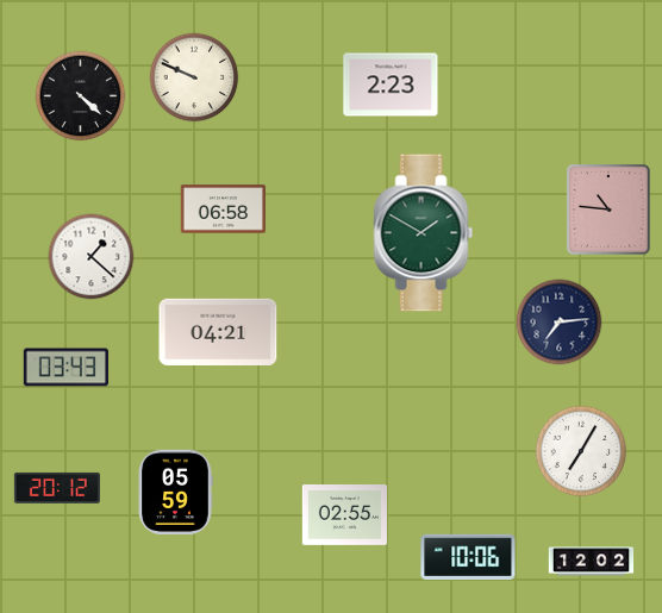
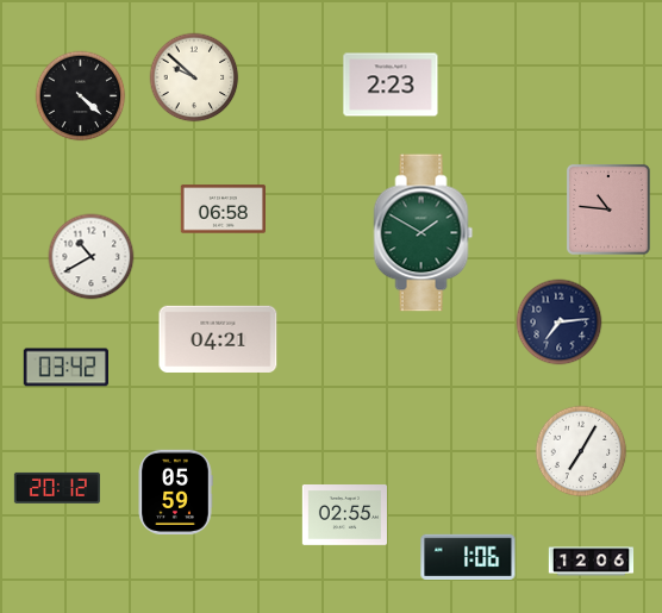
clock at (194, 77): 9:49 -> 9:52
clock at (92, 257): 1:22 -> 10:40
clock at (218, 332) position: (218, 332) -> (218, 339)
clock at (65, 368): 03:43 -> 03:42
clock at (468, 557): 10:06 -> 1:06
clock at (592, 562): 12:02 -> 12:06
